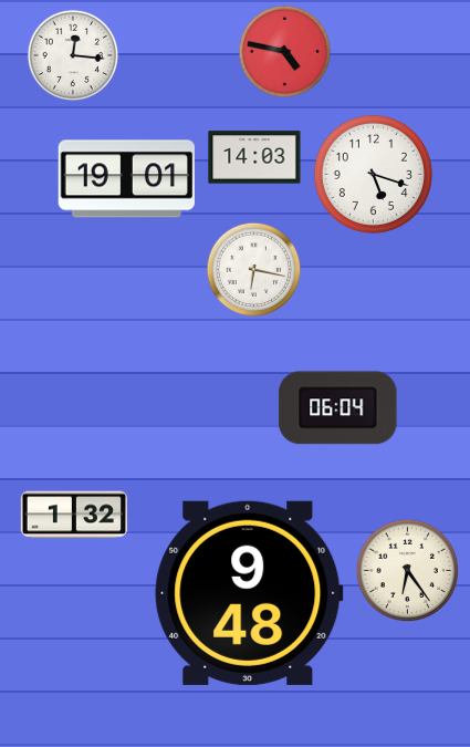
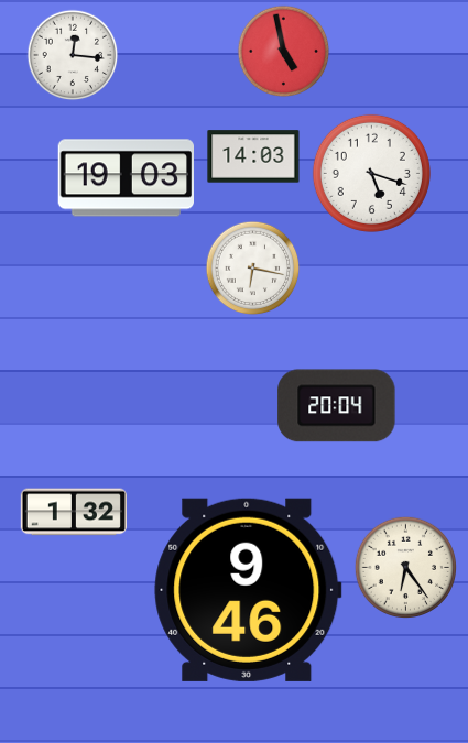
clock at (285, 52): 4:47 -> 4:58
clock at (126, 179): 19:01 -> 19:03
clock at (338, 408): 06:04 -> 20:04
clock at (249, 593): 9:48 -> 9:46
